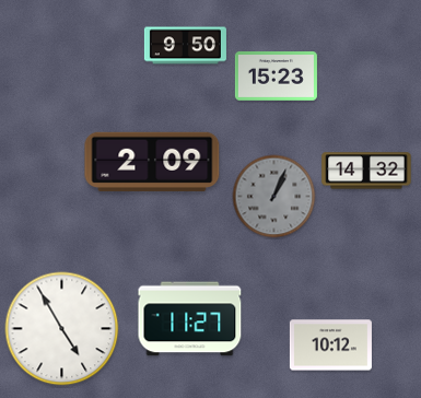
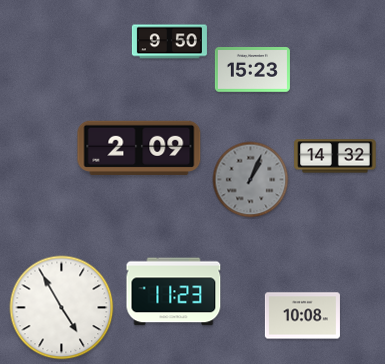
clock at (190, 319): 11:27 -> 11:23
clock at (62, 329) position: (62, 329) -> (62, 308)
clock at (330, 346): 10:12 -> 10:08
